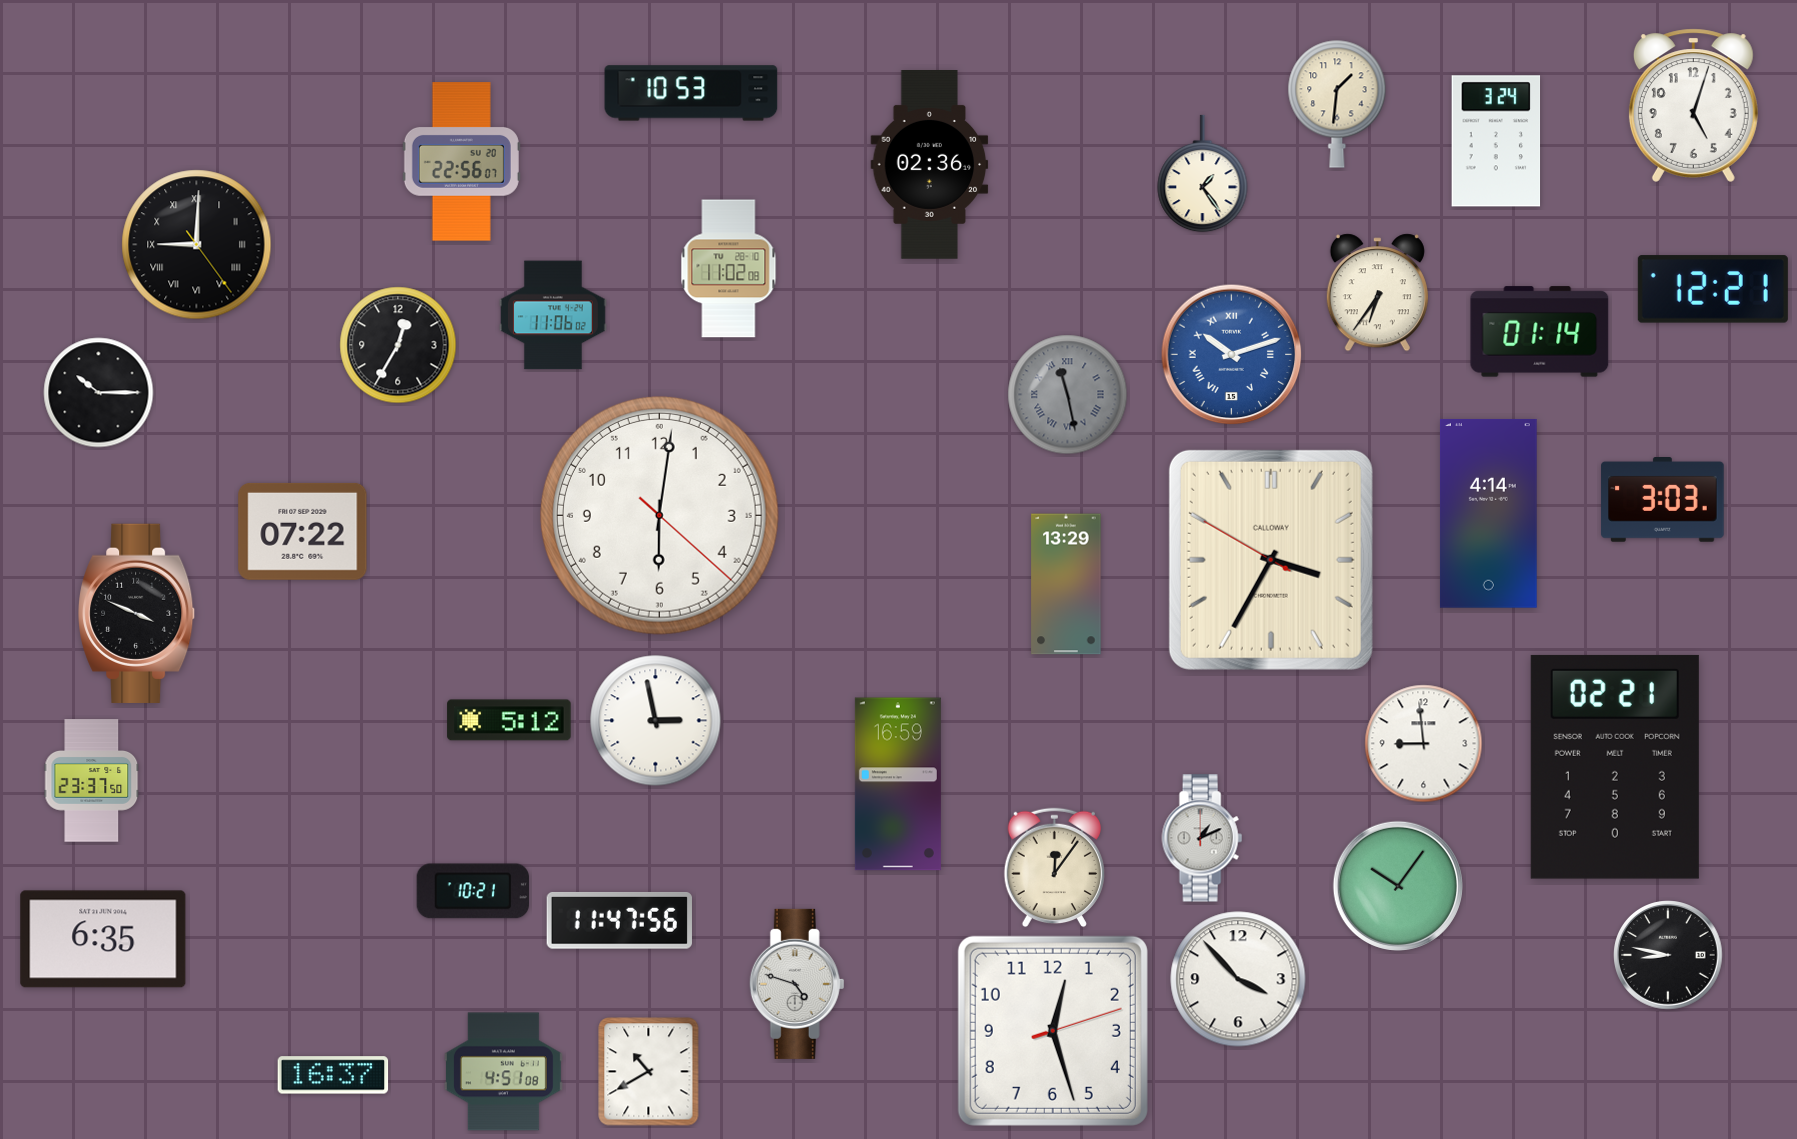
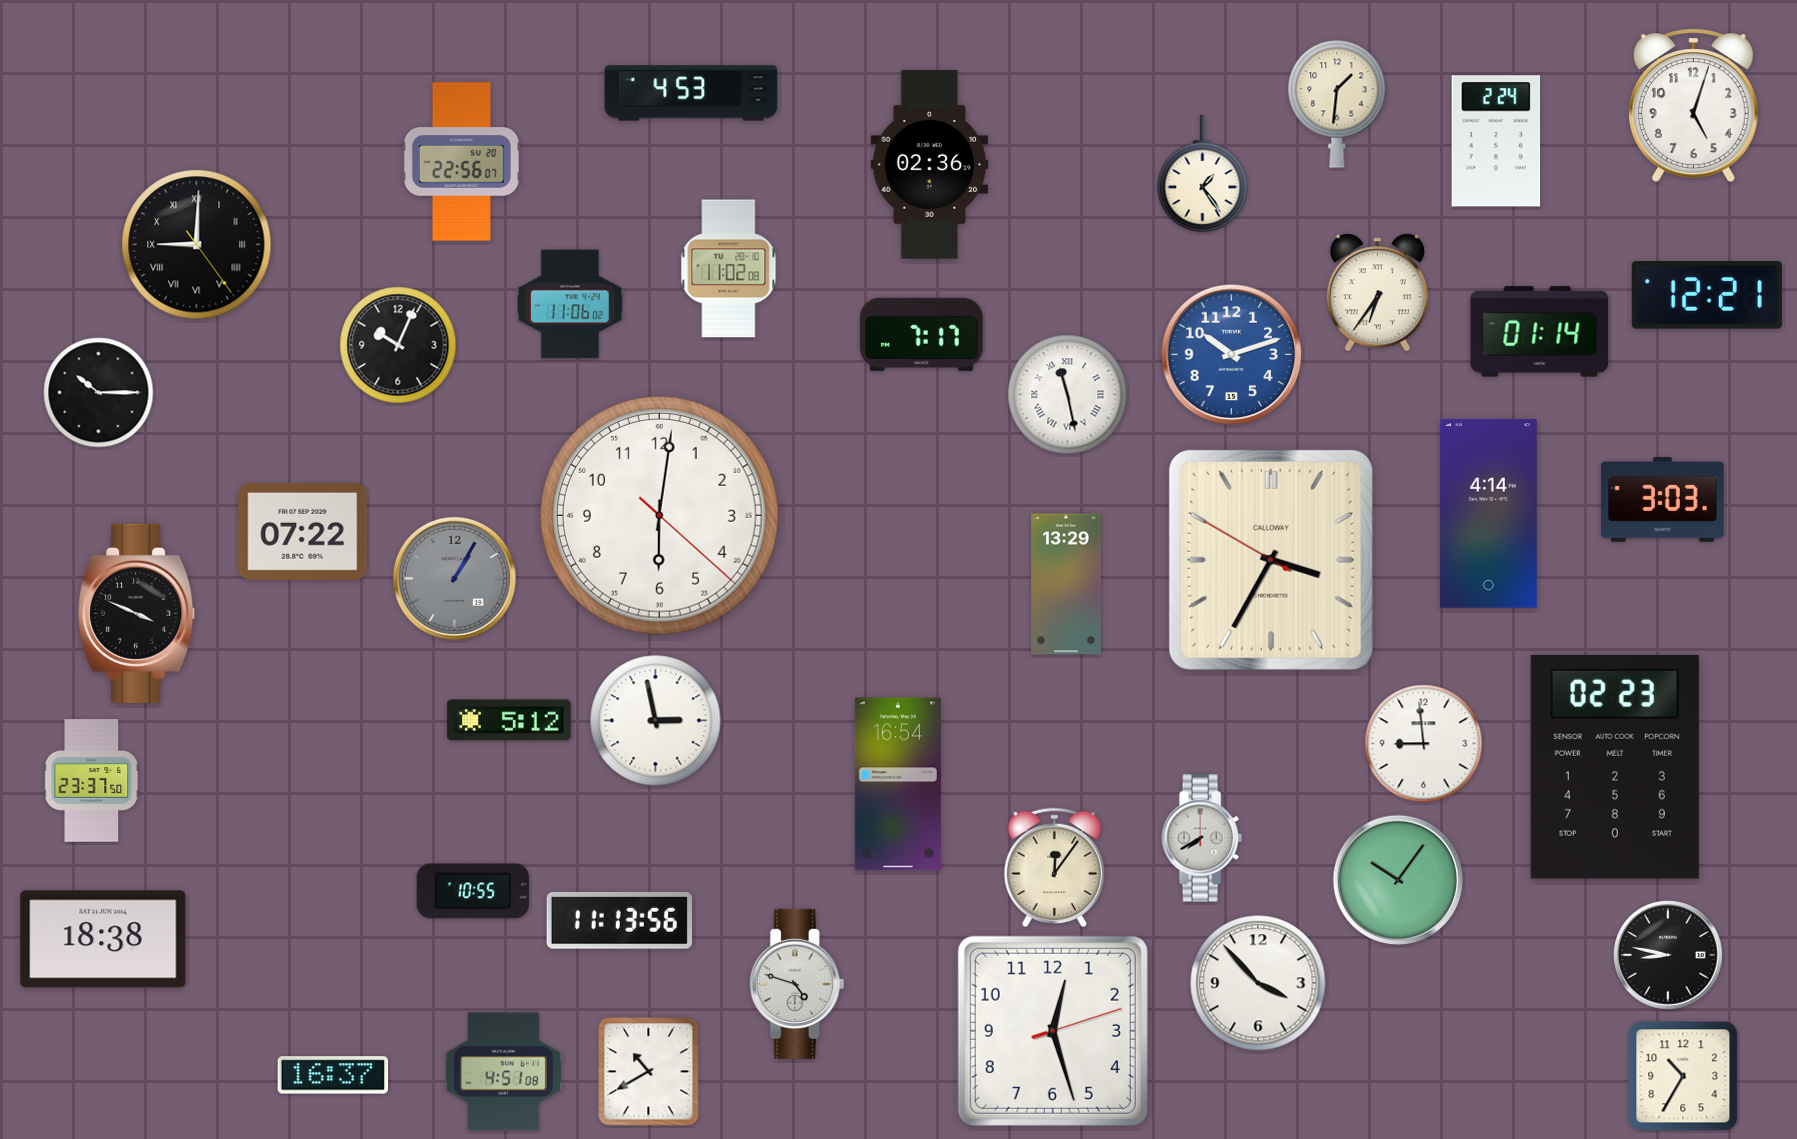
clock at (691, 93): 10:53 -> 4:53
clock at (1496, 141): 3:24 -> 2:24
clock at (1713, 289) position: (1713, 289) -> (1707, 295)
clock at (553, 315) position: (553, 315) -> (570, 304)
clock at (922, 334): none -> 7:17
clock at (398, 345): 12:35 -> 10:04
clock at (1232, 355) numerals: Roman -> Arabic
clock at (1068, 395) dial: grey -> white
clock at (454, 578): none -> 1:05
clock at (1615, 767): 02:21 -> 02:23
clock at (898, 784): 16:59 -> 16:54
clock at (1202, 838): 1:11 -> 7:40
clock at (1398, 886) position: (1398, 886) -> (1398, 880)
clock at (473, 891): 10:21 -> 10:55
clock at (619, 920): 11:47 -> 11:13
clock at (103, 939): 6:35 -> 18:38
clock at (1238, 979) position: (1238, 979) -> (1258, 983)
clock at (1683, 1076): none -> 10:35
